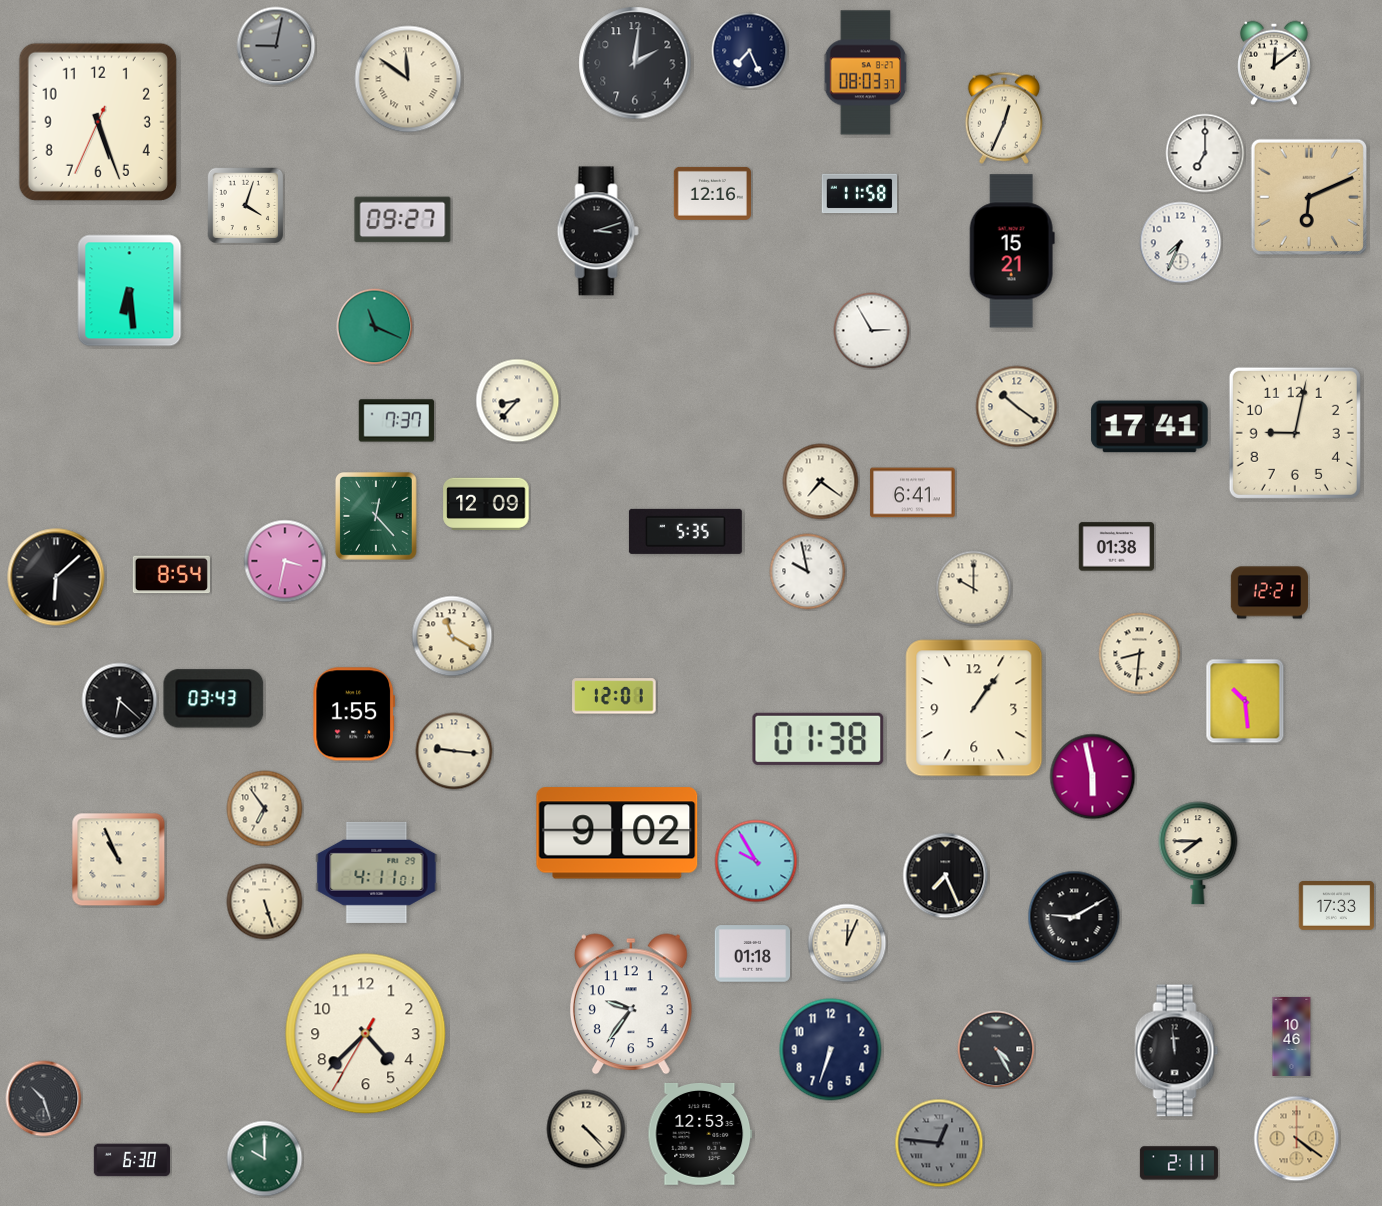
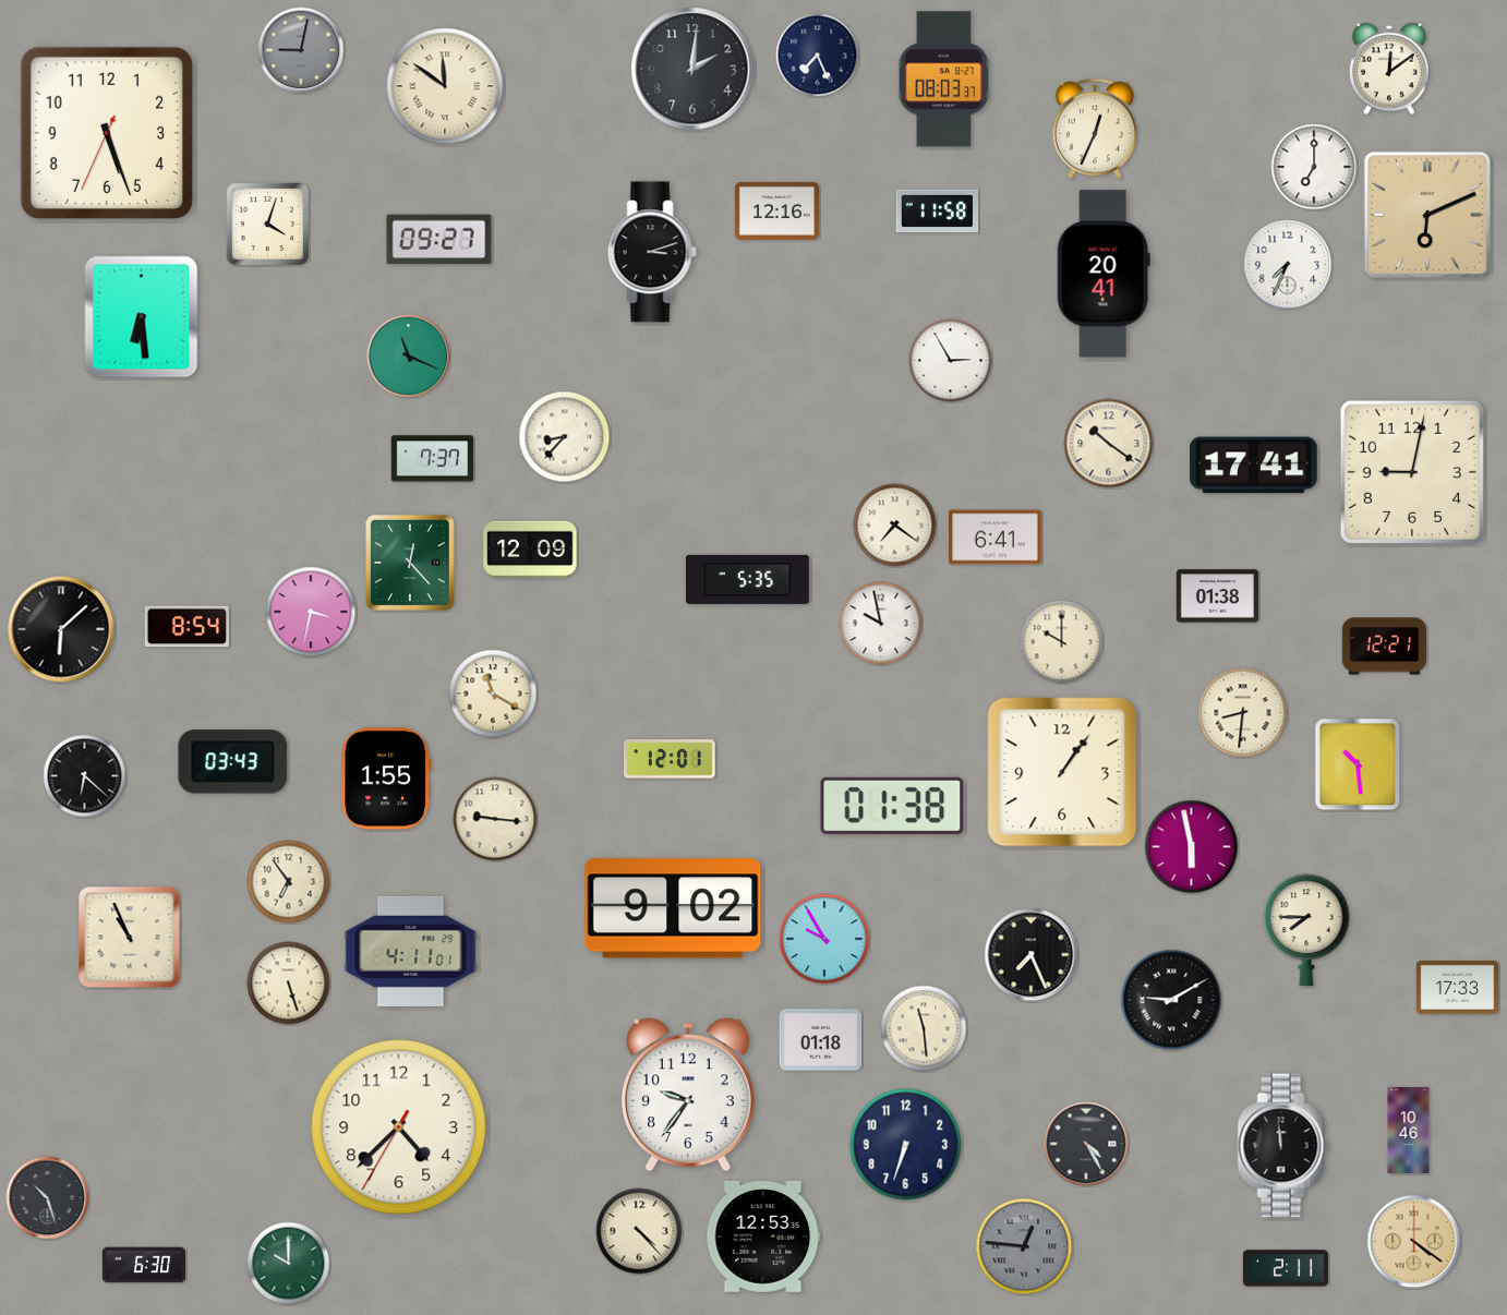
clock at (1012, 251): 15:21 -> 20:41
clock at (120, 701) position: (120, 701) -> (85, 776)
clock at (847, 943): 12:04 -> 11:29
